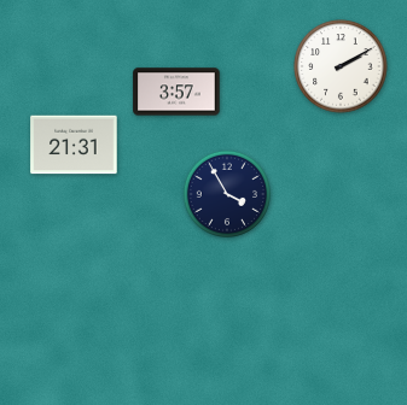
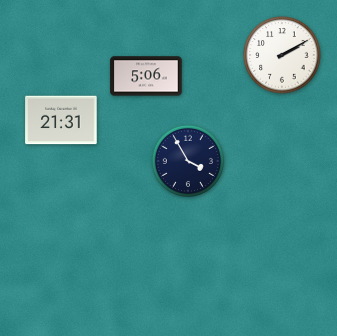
clock at (176, 92): 3:57 -> 5:06
